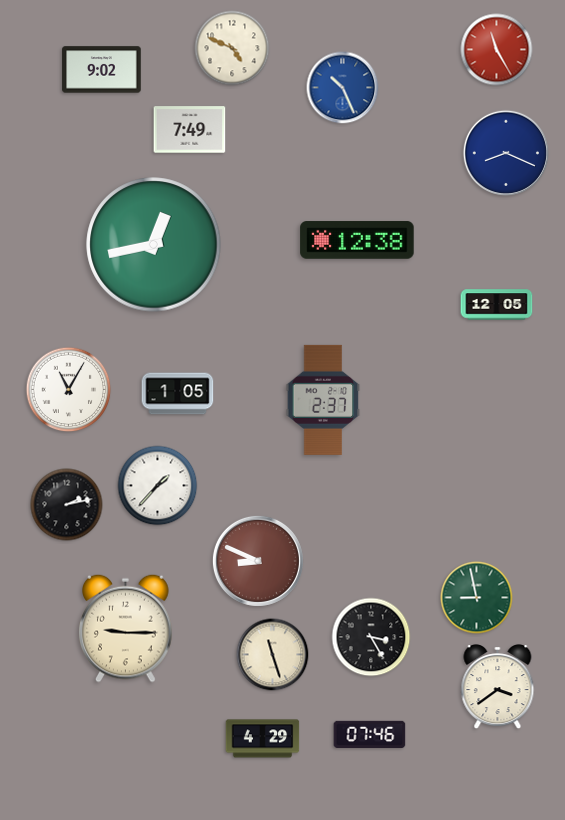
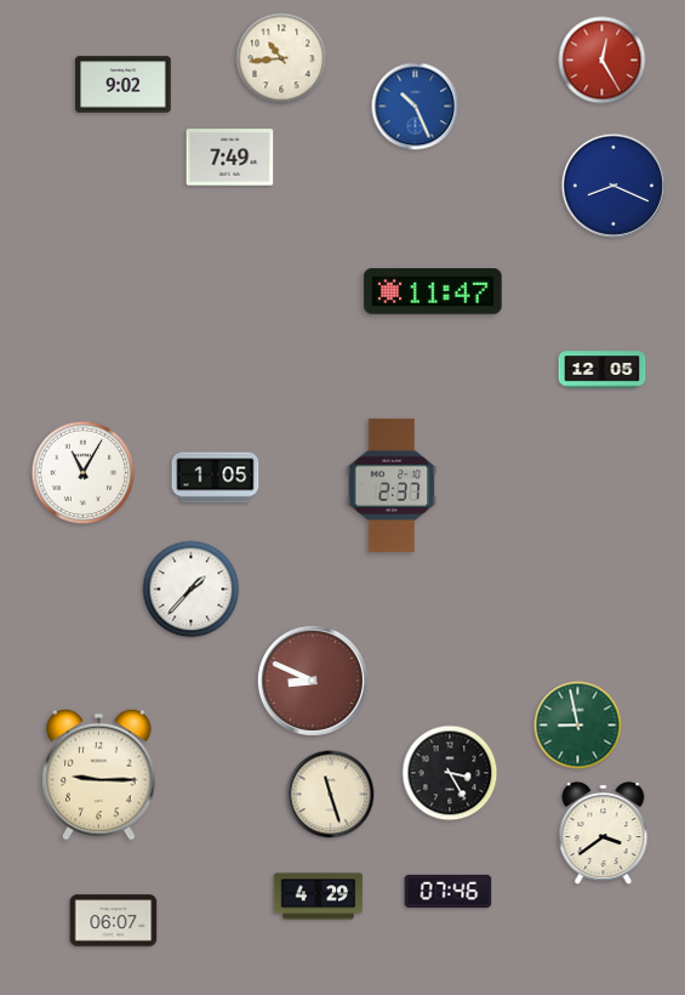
clock at (232, 48): 4:49 -> 10:44
clock at (497, 50): 11:25 -> 12:25
clock at (357, 240): 12:38 -> 11:47
clock at (154, 245): 12:43 -> none
clock at (67, 505): 2:13 -> none
clock at (126, 628) position: (126, 628) -> (99, 774)
clock at (114, 921): none -> 06:07
